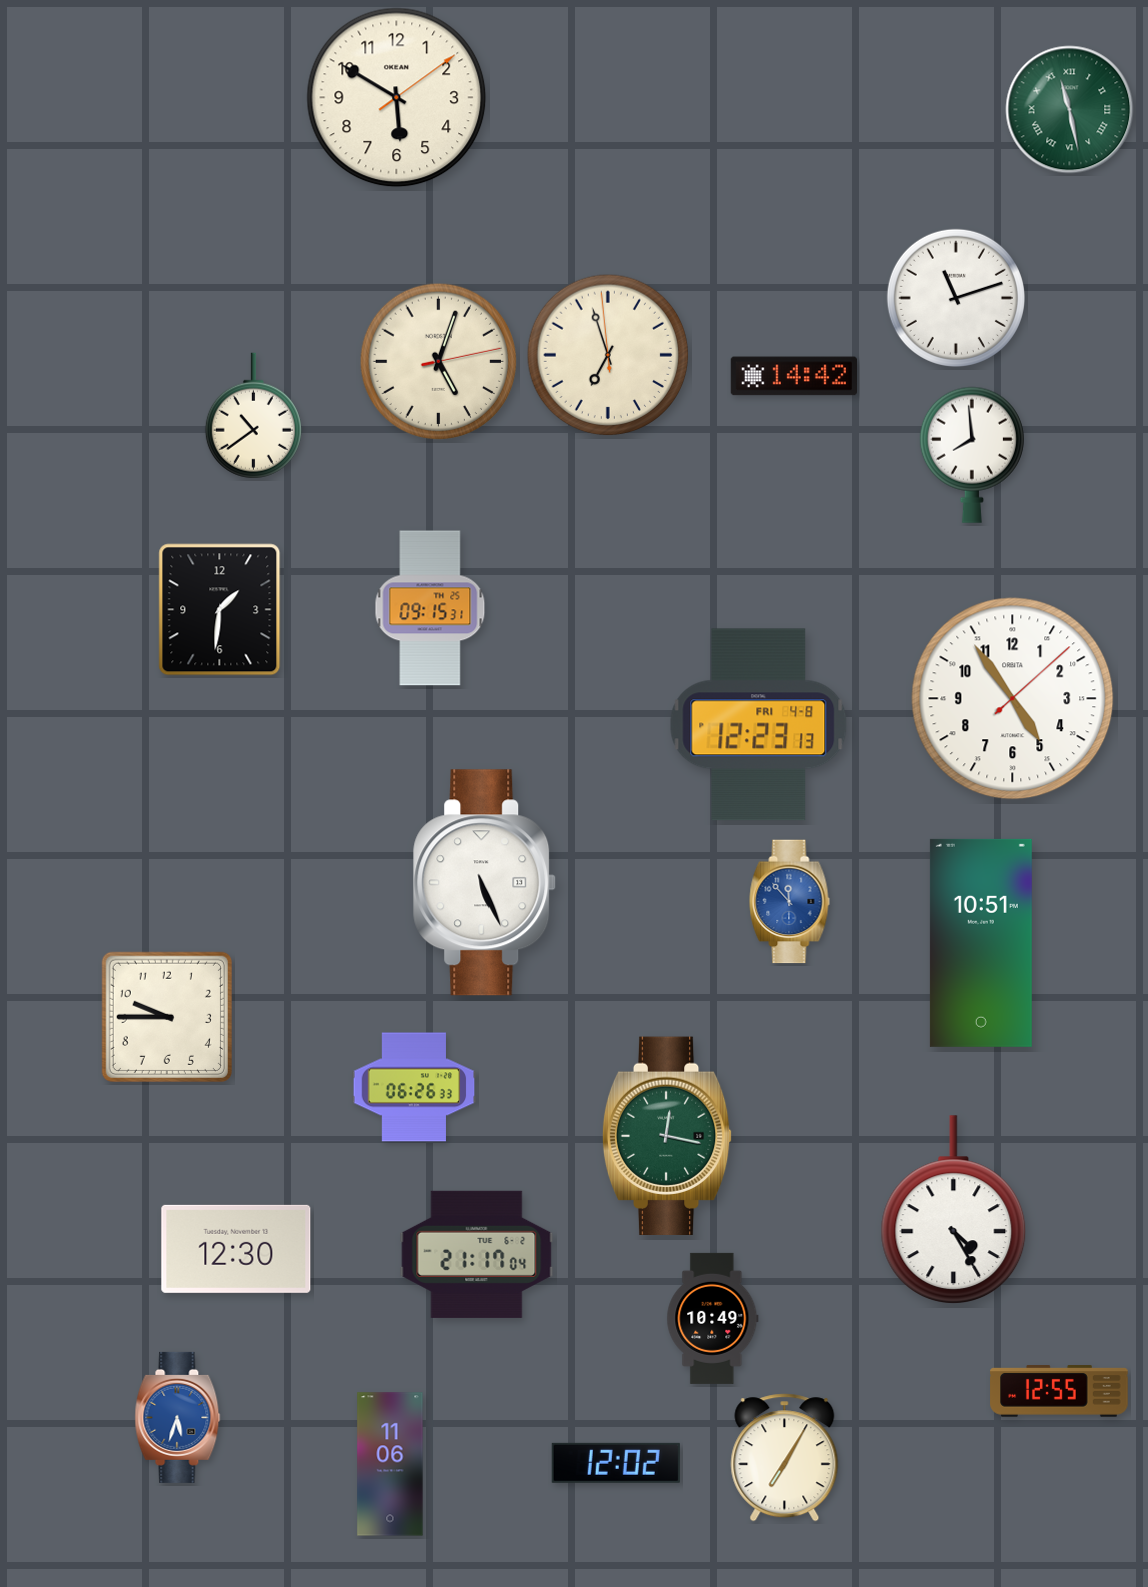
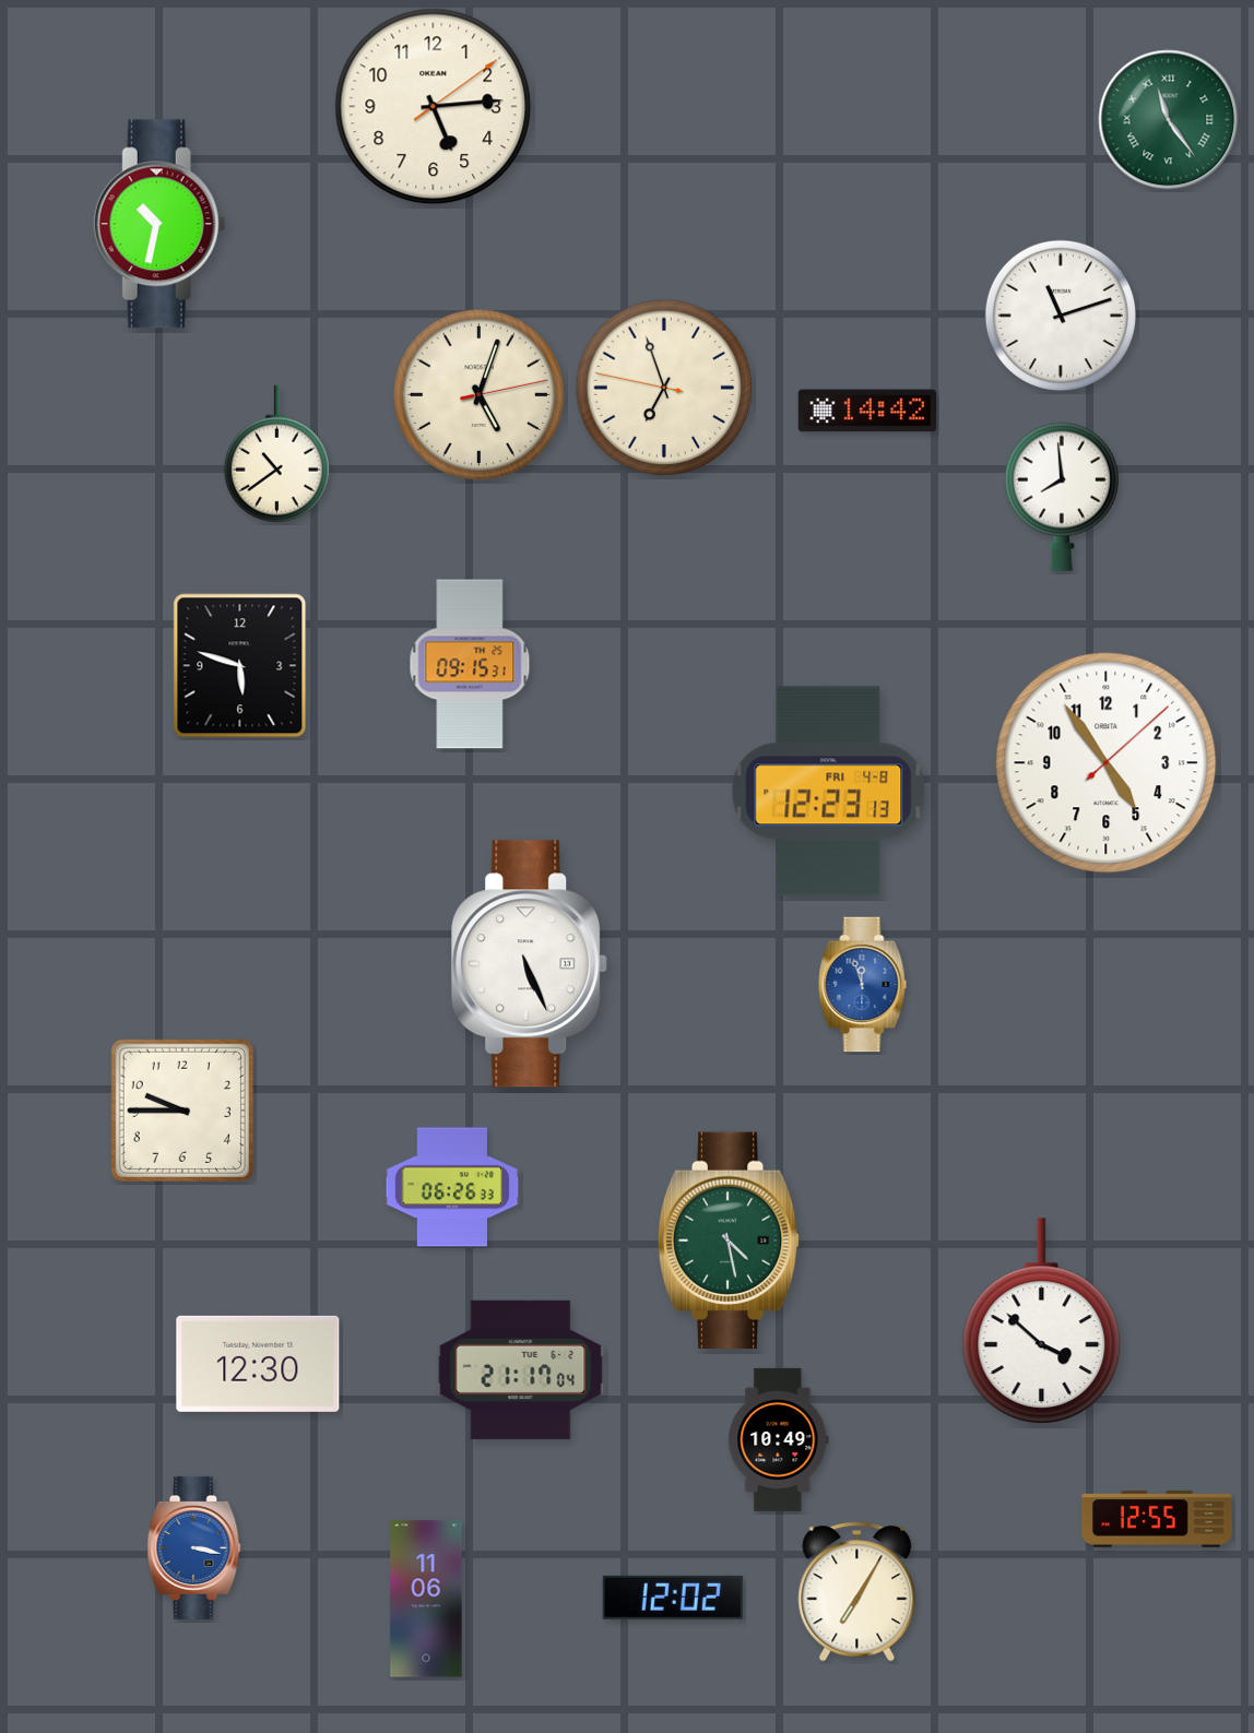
clock at (397, 98): 5:50 -> 5:14
clock at (1070, 110): 11:28 -> 11:24
clock at (159, 224): none -> 10:32
clock at (956, 298) position: (956, 298) -> (1061, 316)
clock at (608, 355): 6:56:59 -> 6:56:47
clock at (220, 610): 1:31 -> 5:48
clock at (790, 902): 11:53 -> 11:57
clock at (981, 943): 10:51 -> none
clock at (667, 1135): 12:17 -> 4:28
clock at (954, 1209): 4:25 -> 3:52
clock at (178, 1417): 5:33 -> 3:17
